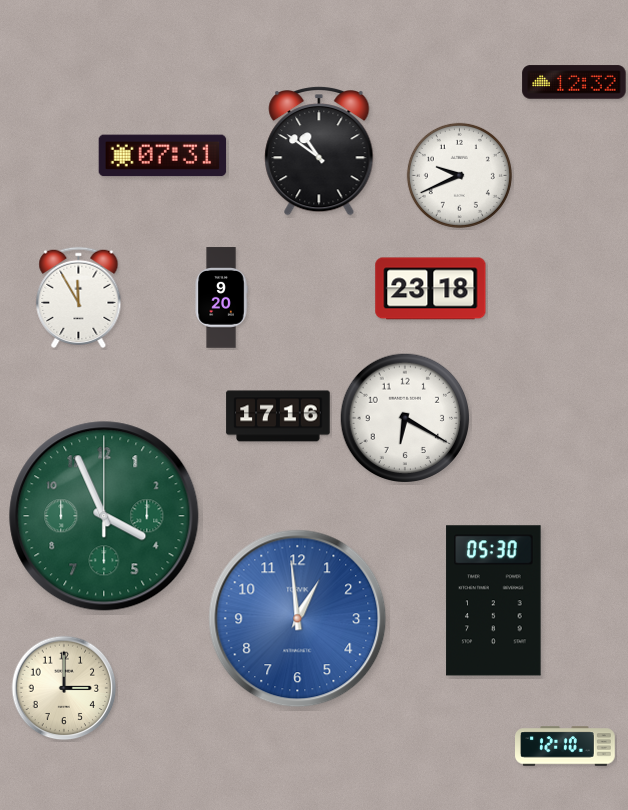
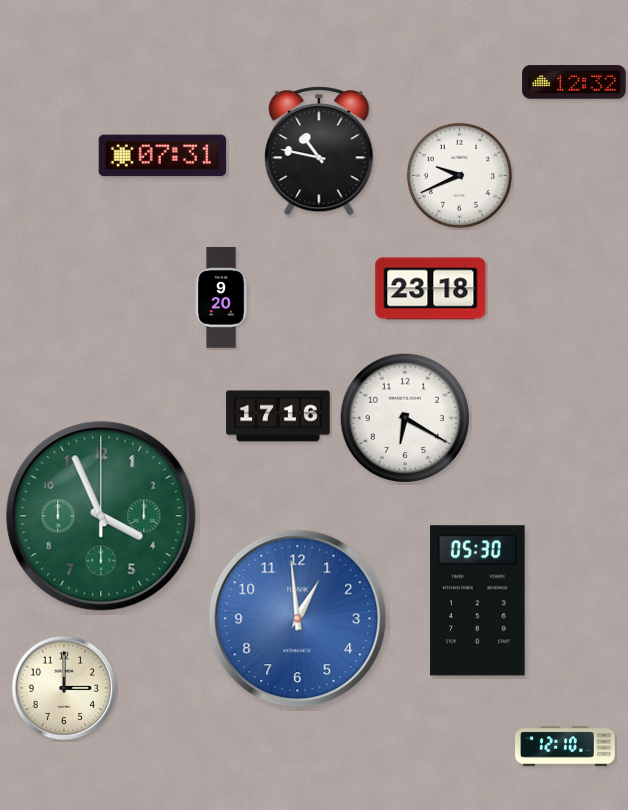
clock at (319, 151): 10:51 -> 10:47
clock at (79, 297): 11:55 -> none
clock at (104, 516) position: (104, 516) -> (101, 516)
clock at (494, 601) position: (494, 601) -> (478, 601)
